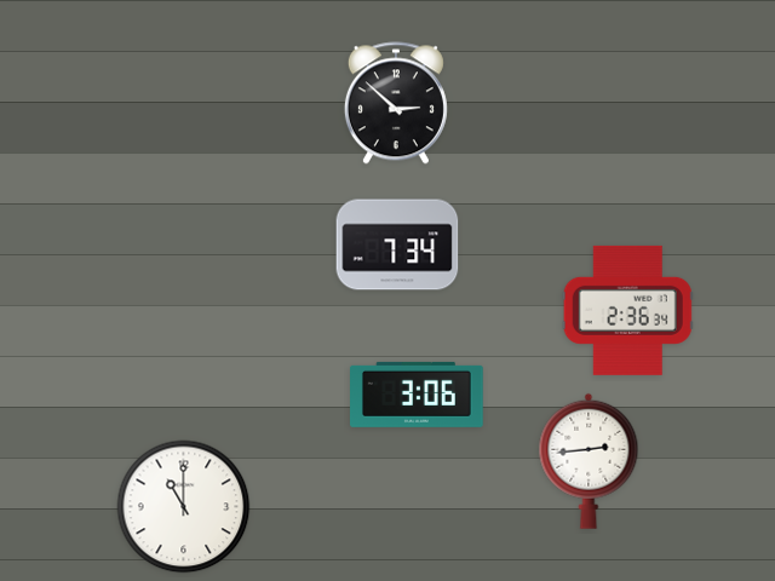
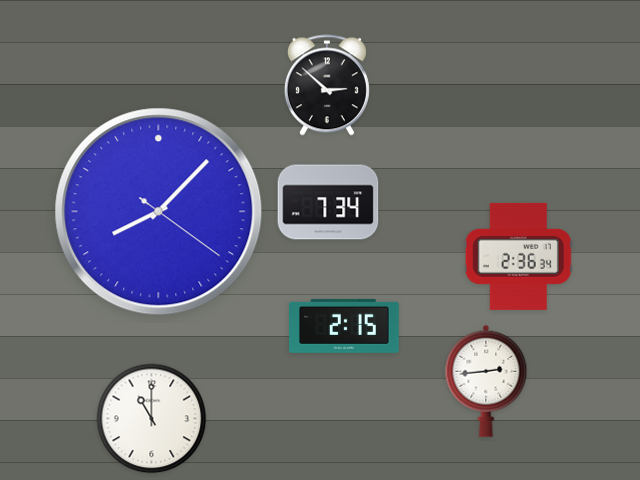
clock at (159, 212): none -> 8:07
clock at (418, 395): 3:06 -> 2:15
